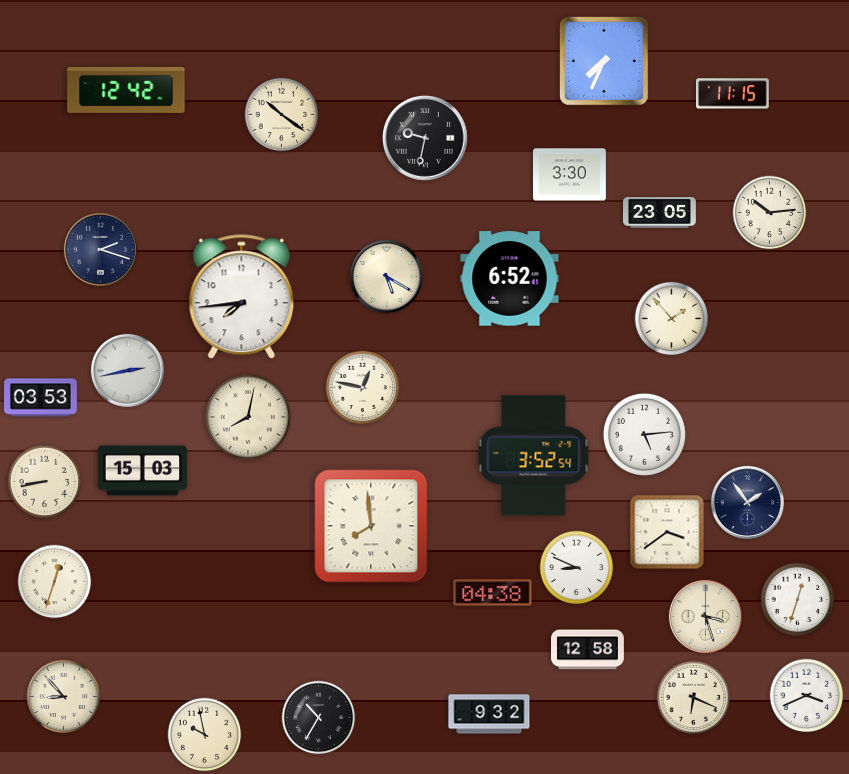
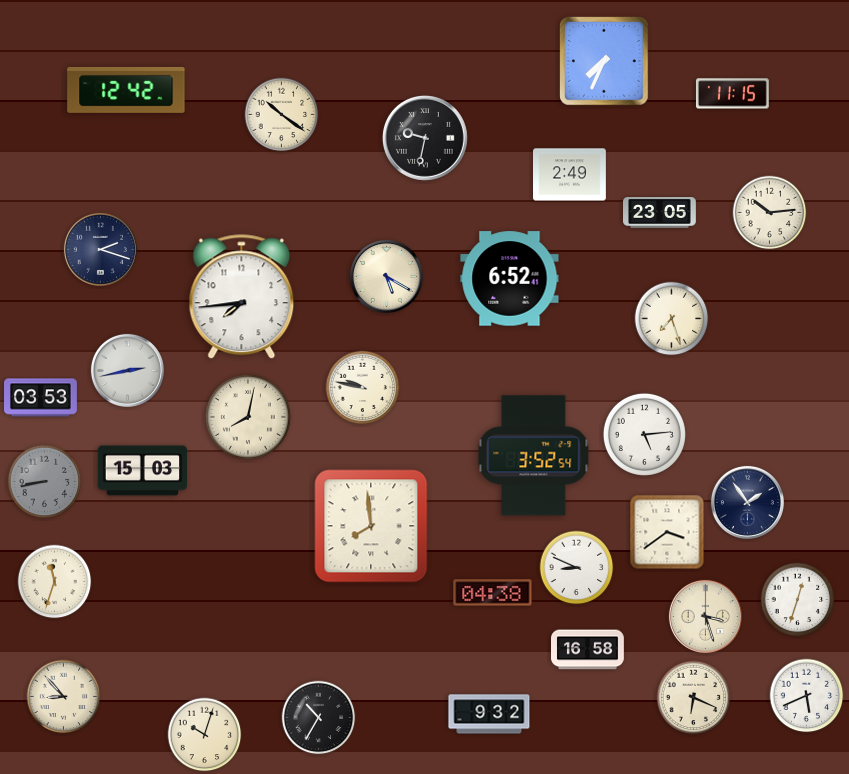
clock at (570, 175): 3:30 -> 2:49
clock at (672, 319): 1:53 -> 7:27
clock at (363, 388): 12:47 -> 9:47
clock at (45, 482) dial: cream -> grey
clock at (55, 582): 12:33 -> 11:33
clock at (588, 650): 12:58 -> 16:58
clock at (807, 696): 3:41 -> 5:41
clock at (205, 735): 9:58 -> 10:03
